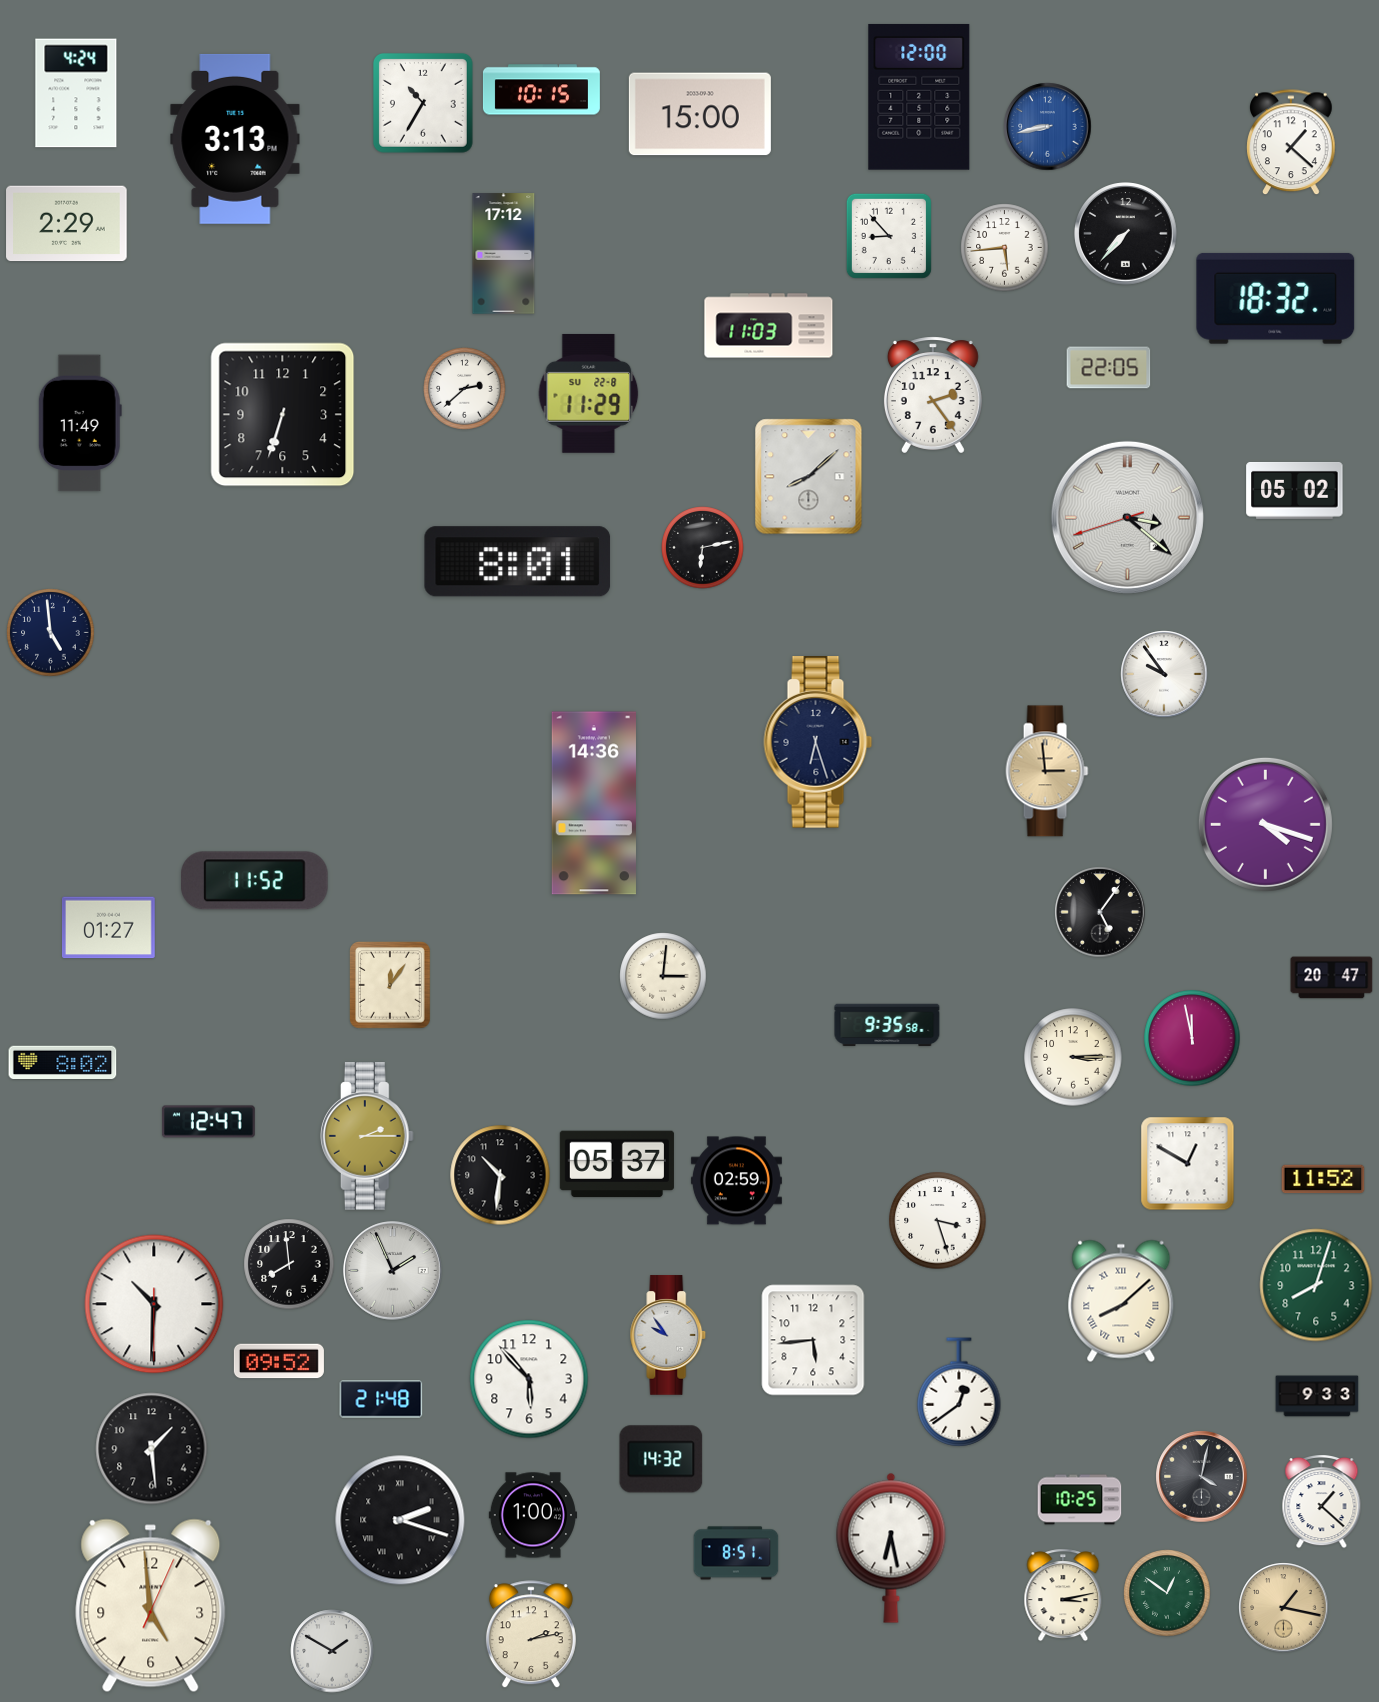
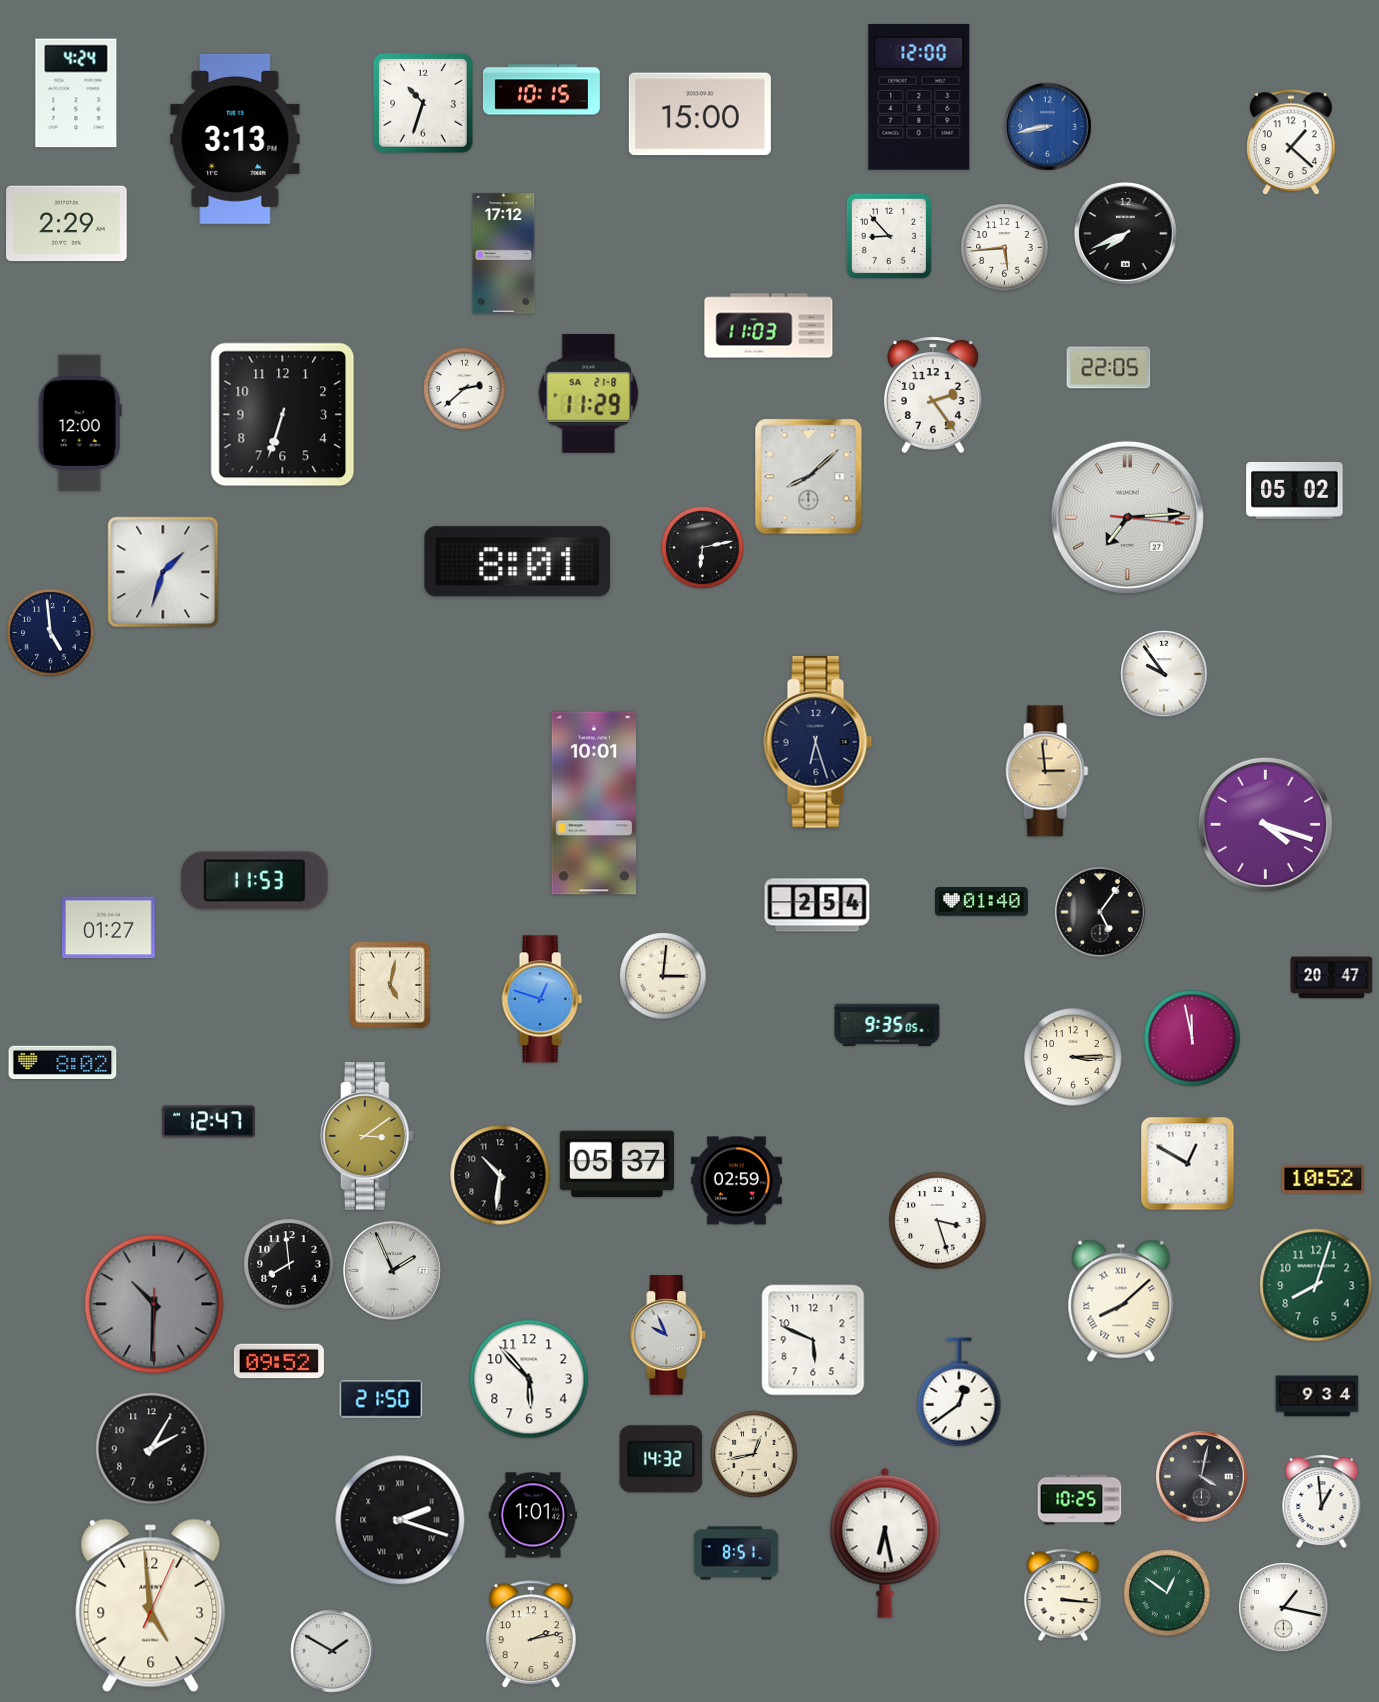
clock at (423, 103): 10:35 -> 10:33
clock at (1126, 234): 7:37 -> 7:41
clock at (1276, 298): 18:32 -> none
clock at (589, 393) date: SU 22-8 -> SA 21-8
clock at (80, 423): 11:49 -> 12:00
clock at (1127, 517): 3:21 -> 7:14
clock at (163, 572): none -> 1:33
clock at (594, 803): 14:36 -> 10:01
clock at (255, 881): 11:52 -> 11:53
clock at (982, 902): none -> 01:40
clock at (817, 905): none -> 2:54
clock at (391, 985): 12:06 -> 5:02
clock at (542, 999): none -> 12:48
clock at (887, 1025): 9:35:58 -> 9:35:05
clock at (367, 1136): 2:15 -> 3:09
clock at (1323, 1179): 11:52 -> 10:52
clock at (154, 1304) dial: white -> grey
clock at (668, 1335): 9:54 -> 9:56
clock at (813, 1340): 5:44 -> 5:49
clock at (1317, 1396): 9:33 -> 9:34
clock at (381, 1399): 21:48 -> 21:50
clock at (152, 1449): 1:29 -> 2:05
clock at (754, 1454): none -> 12:43
clock at (1322, 1502): 1:22 -> 12:59
clock at (532, 1515): 1:00 -> 1:01
clock at (891, 1548) position: (891, 1548) -> (885, 1543)
clock at (1063, 1595): 3:13 -> 3:16
clock at (1284, 1608) dial: champagne -> white
